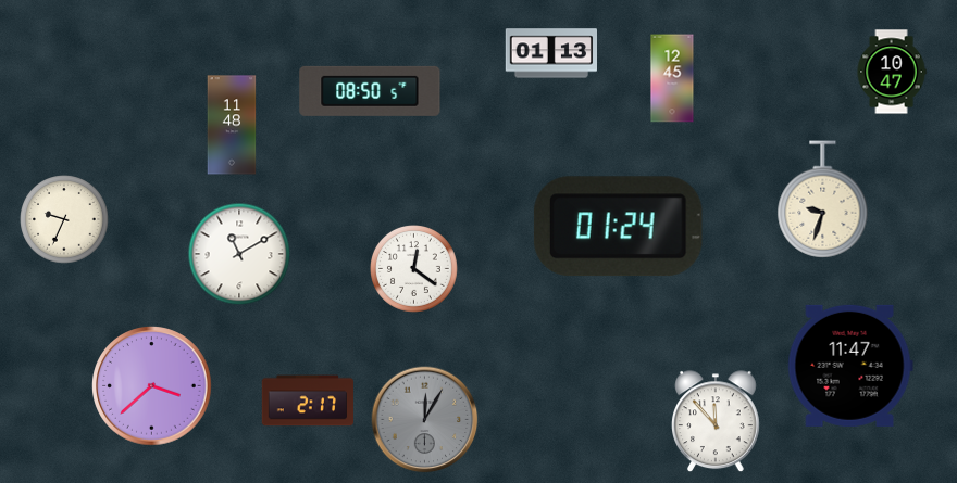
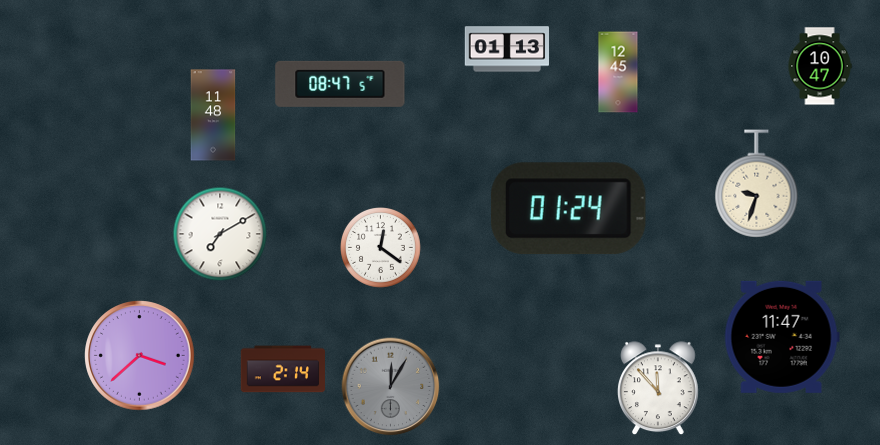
clock at (370, 91): 08:50 -> 08:47
clock at (64, 219): 9:34 -> none
clock at (239, 254): 11:10 -> 7:10
clock at (307, 401): 2:17 -> 2:14
